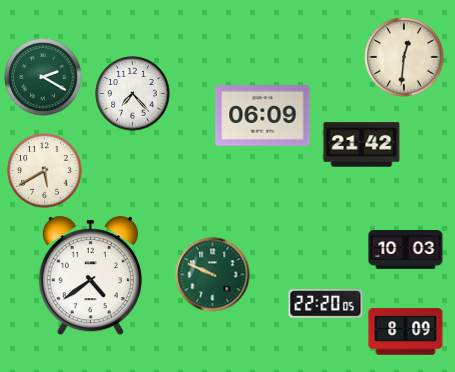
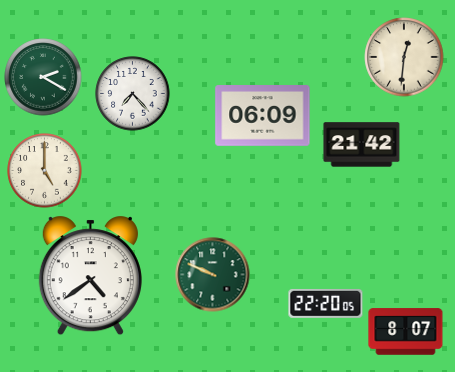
clock at (45, 171): 5:40 -> 5:00
clock at (406, 250): 10:03 -> none
clock at (406, 332): 8:09 -> 8:07
